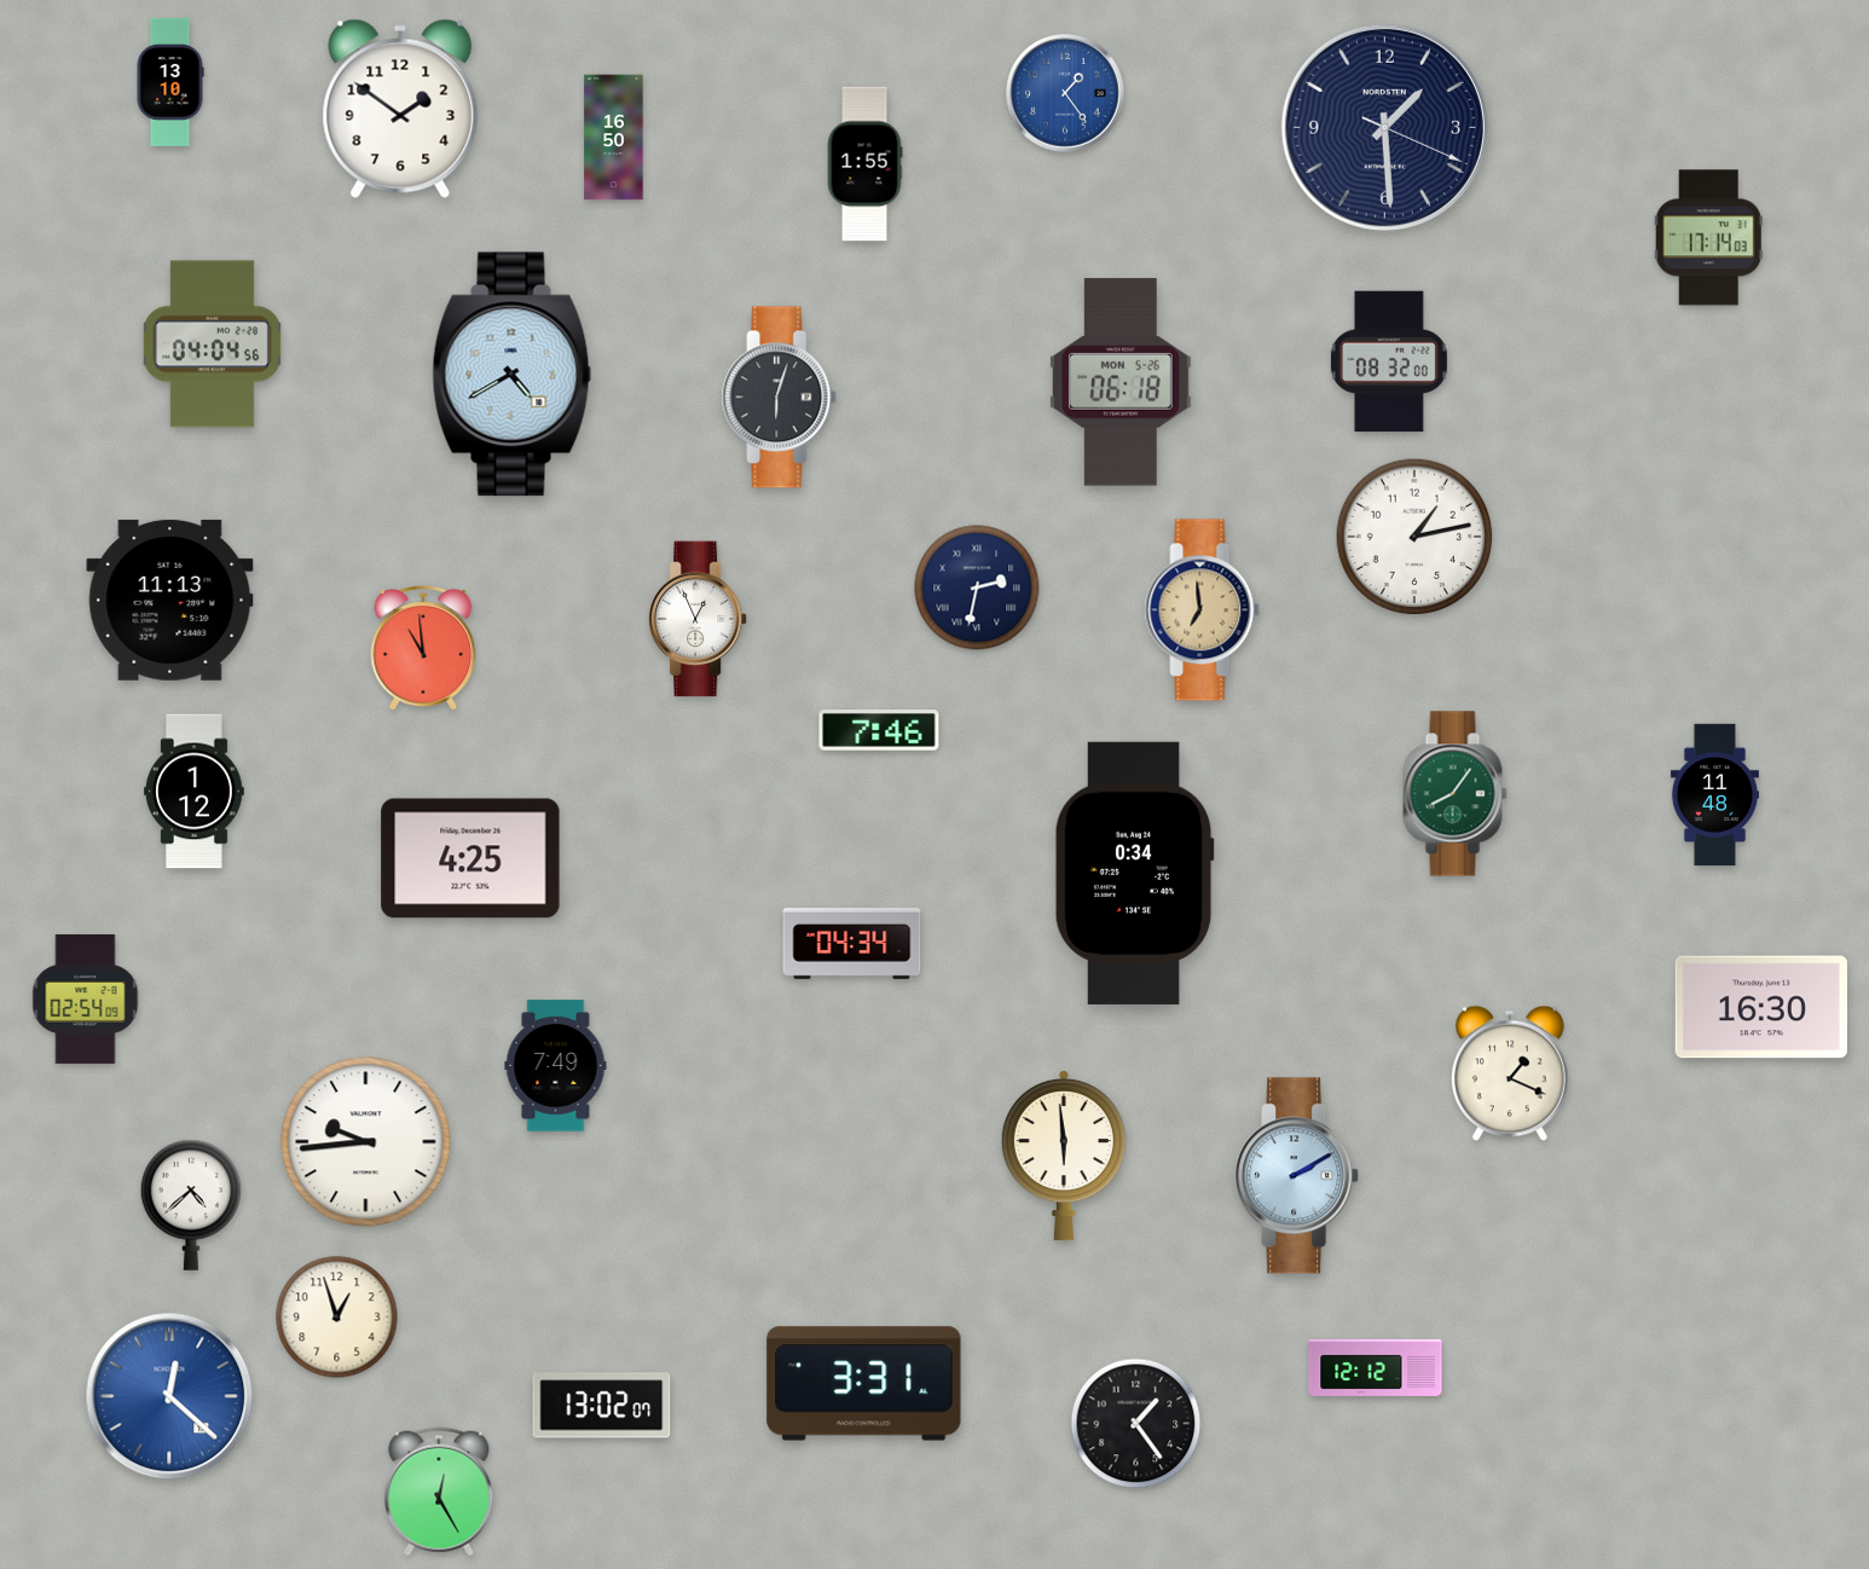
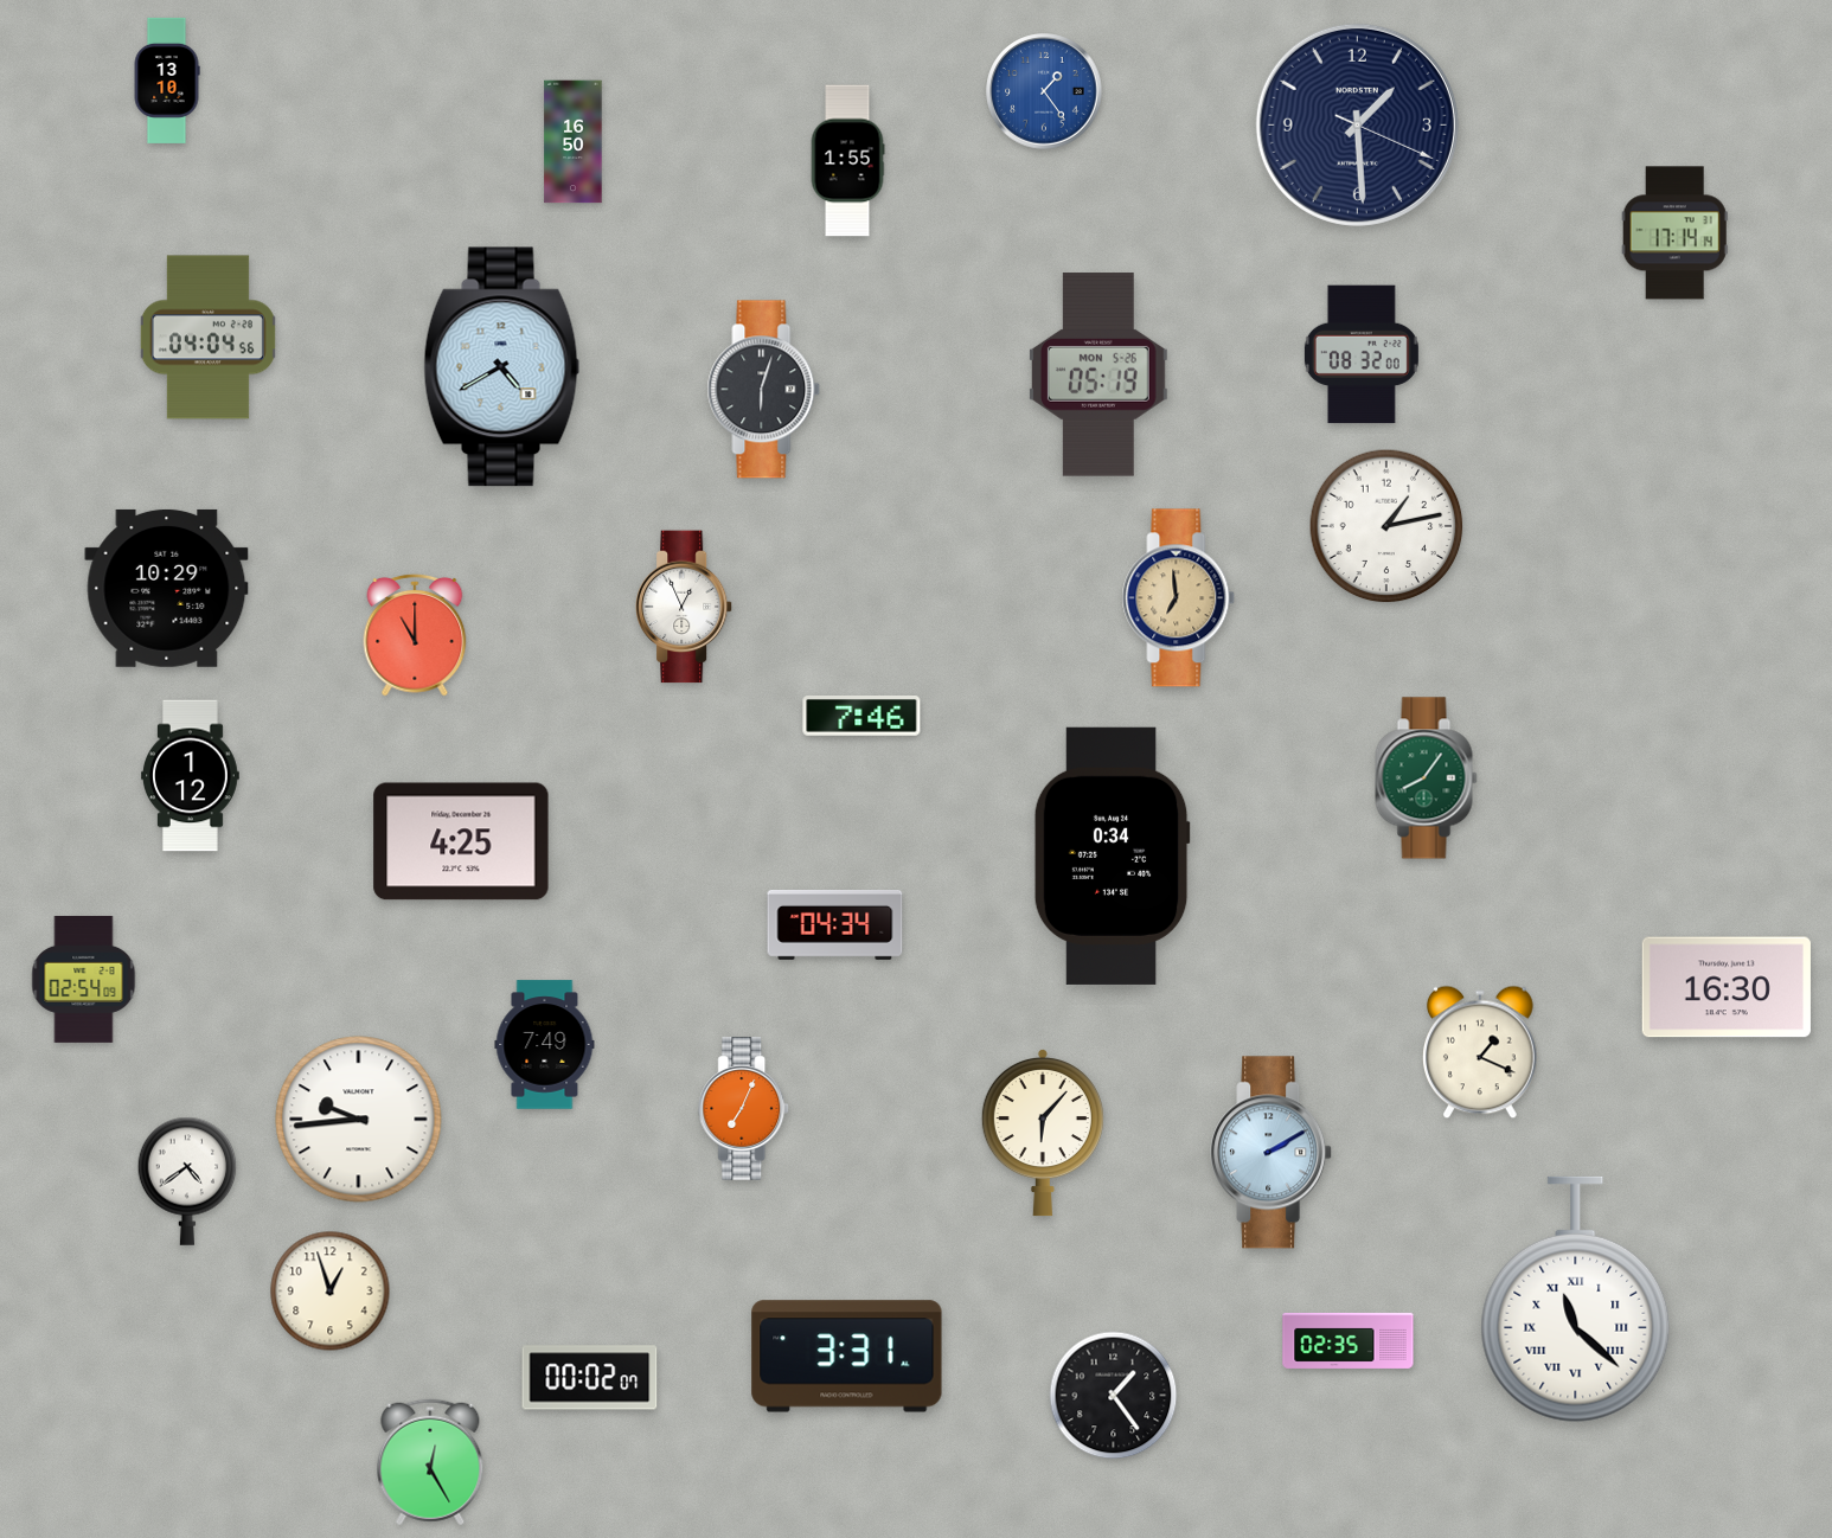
clock at (400, 109): 1:51 -> none
clock at (614, 138) position: (614, 138) -> (574, 142)
clock at (1708, 238): 17:14:03 -> 17:14:14
clock at (1121, 382): 06:18 -> 05:19
clock at (977, 587): 2:32 -> none
clock at (170, 600): 11:13 -> 10:29
clock at (423, 648): 10:59 -> 11:00
clock at (1714, 795): 11:48 -> none
clock at (744, 1109): none -> 7:04
clock at (1064, 1156): 5:59 -> 6:07
clock at (191, 1205): 4:38 -> 4:39
clock at (1576, 1300): none -> 11:22
clock at (1376, 1367): 12:12 -> 02:35
clock at (169, 1396): 12:22 -> none
clock at (602, 1406): 13:02 -> 00:02
